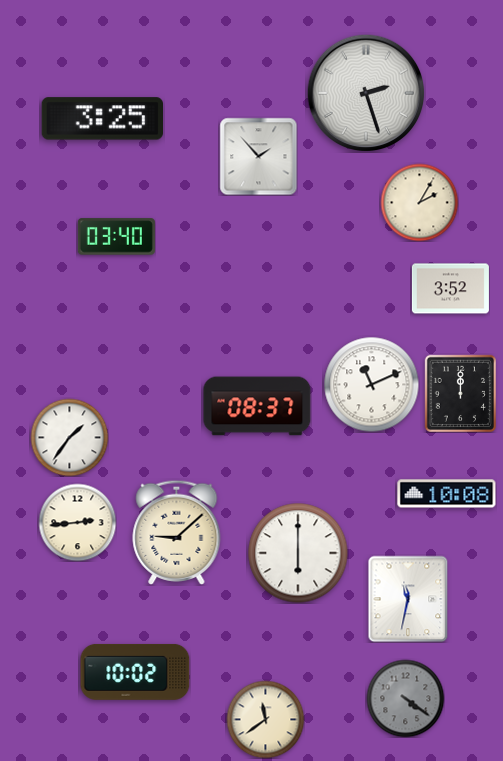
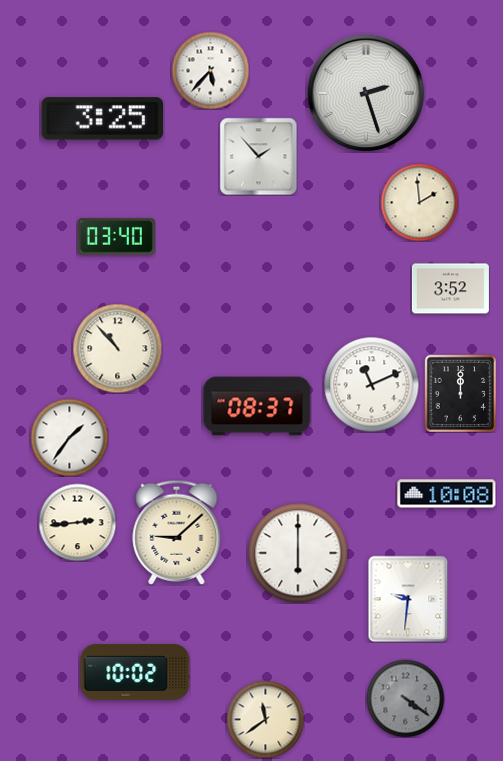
clock at (210, 70): none -> 5:37
clock at (419, 202): 2:05 -> 1:59
clock at (117, 348): none -> 10:53
clock at (408, 599): 11:32 -> 9:31
